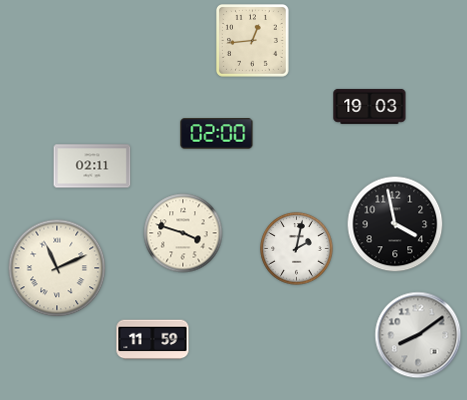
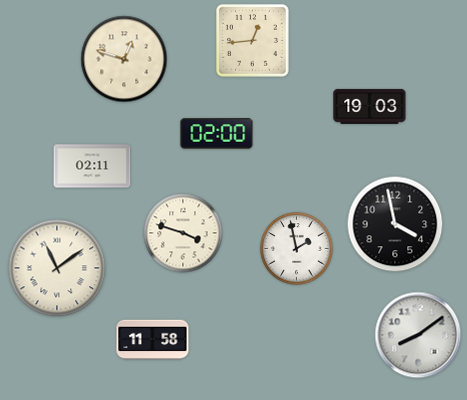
clock at (124, 59): none -> 12:48
clock at (297, 249): 2:02 -> 1:58
clock at (57, 268): 11:11 -> 11:09
clock at (153, 340): 11:59 -> 11:58
